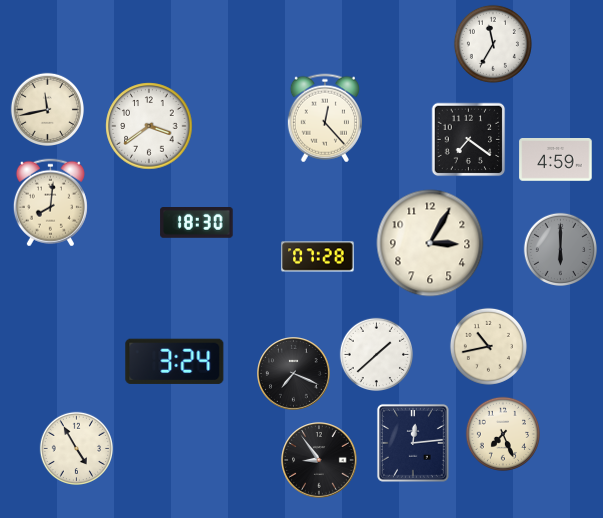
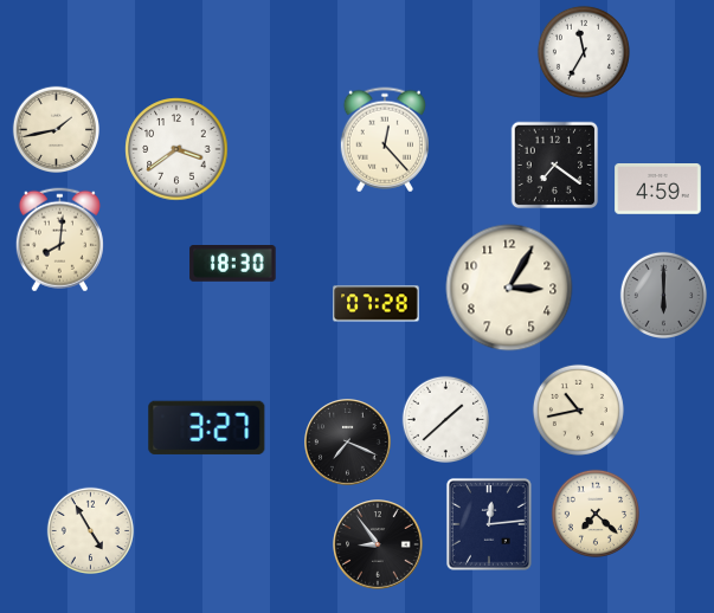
clock at (47, 109): 11:43 -> 1:43
clock at (175, 361): 3:24 -> 3:27
clock at (502, 433): 7:26 -> 7:22
